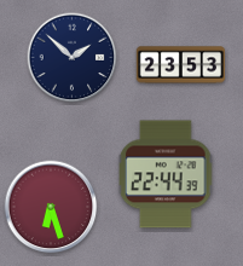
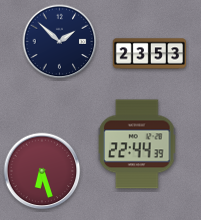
clock at (73, 58) position: (73, 58) -> (60, 42)
